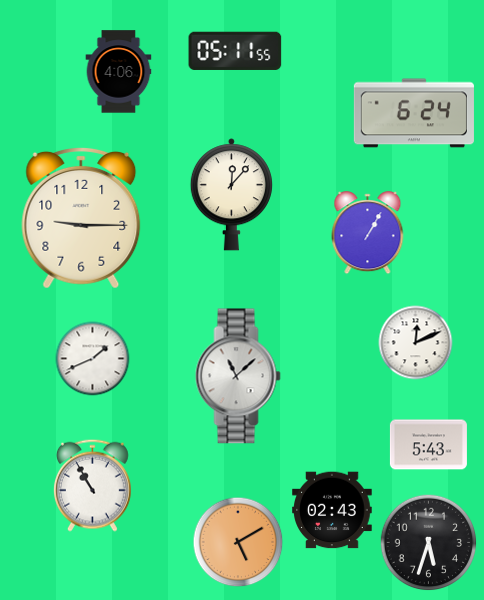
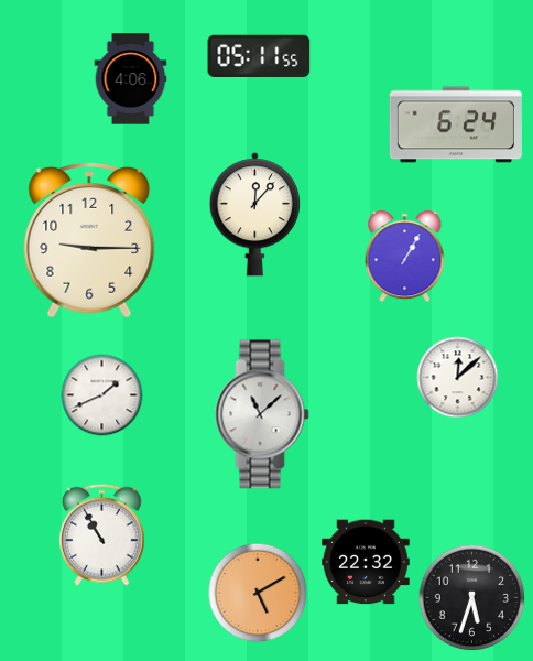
clock at (416, 343): 12:11 -> 12:08
clock at (428, 445): 5:43 -> none
clock at (333, 510): 02:43 -> 22:32
clock at (238, 542) position: (238, 542) -> (258, 593)
